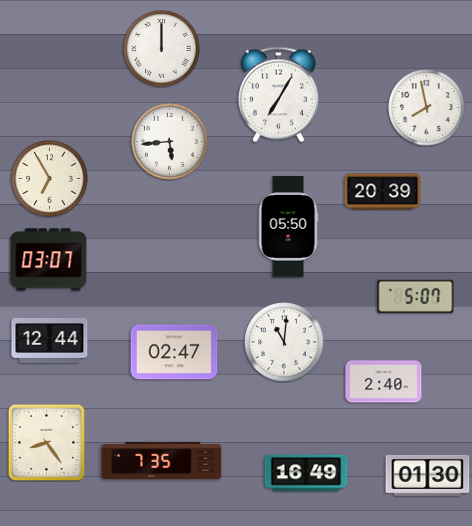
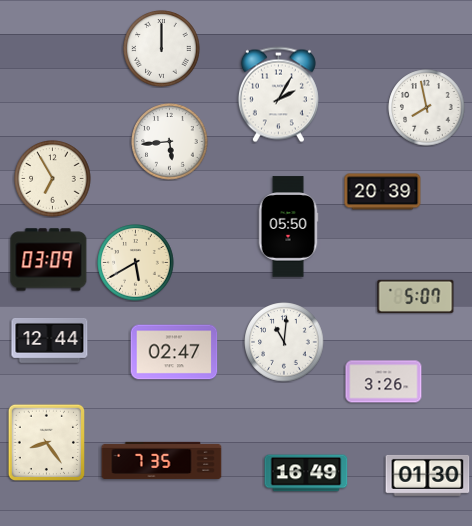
clock at (278, 95): 7:05 -> 2:05
clock at (50, 179) position: (50, 179) -> (53, 179)
clock at (49, 260): 03:07 -> 03:09
clock at (136, 263): none -> 5:40
clock at (384, 382): 2:40 -> 3:26
